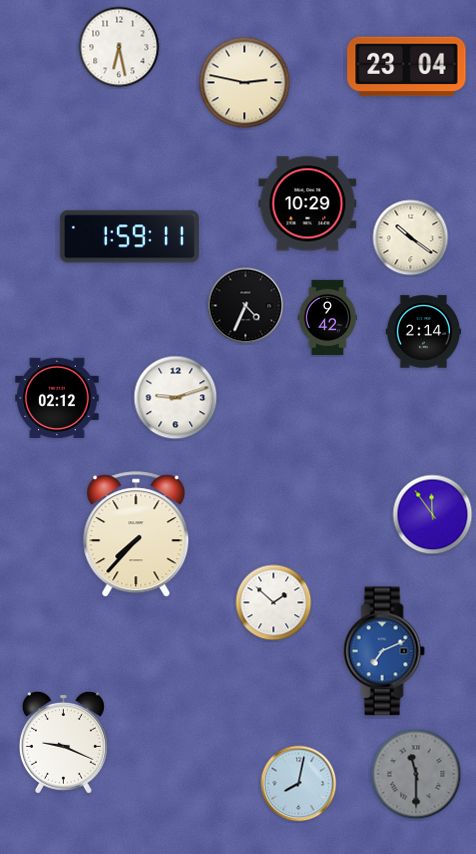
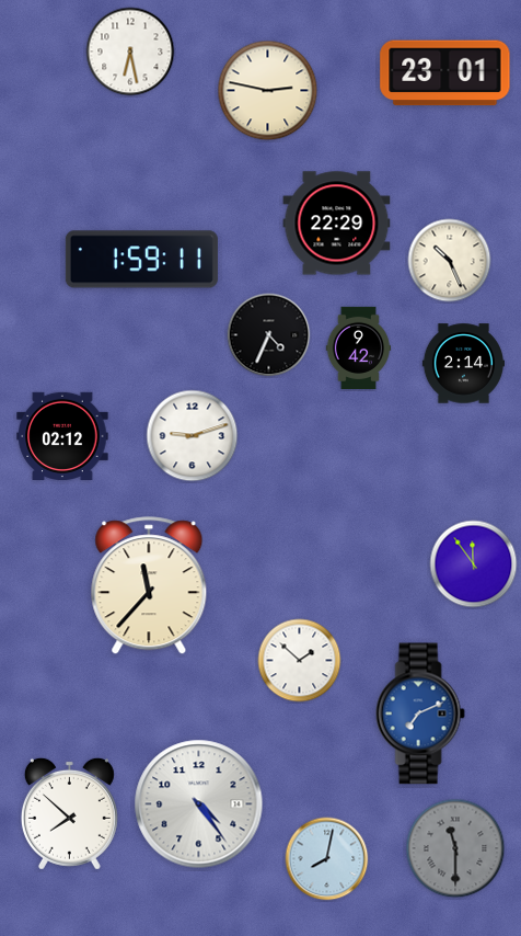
clock at (407, 67): 23:04 -> 23:01
clock at (308, 204): 10:29 -> 22:29
clock at (411, 238): 10:21 -> 10:26
clock at (136, 535): 7:37 -> 11:37
clock at (199, 804): none -> 4:24
clock at (63, 742): 9:19 -> 7:52
